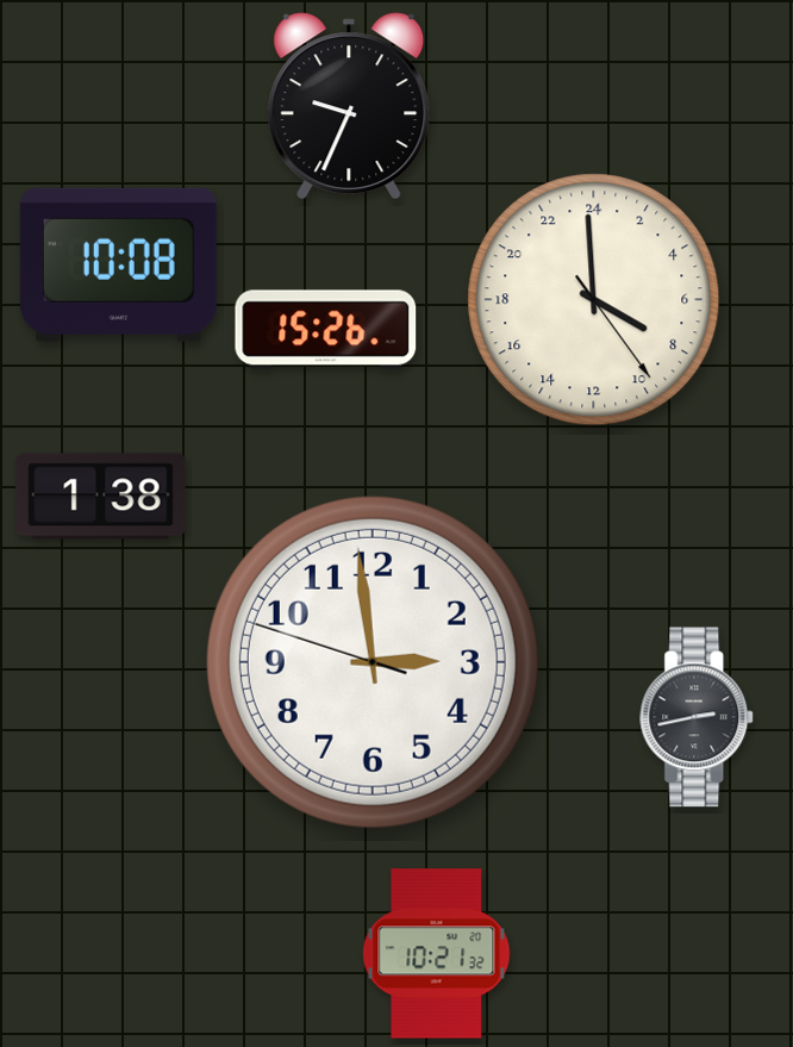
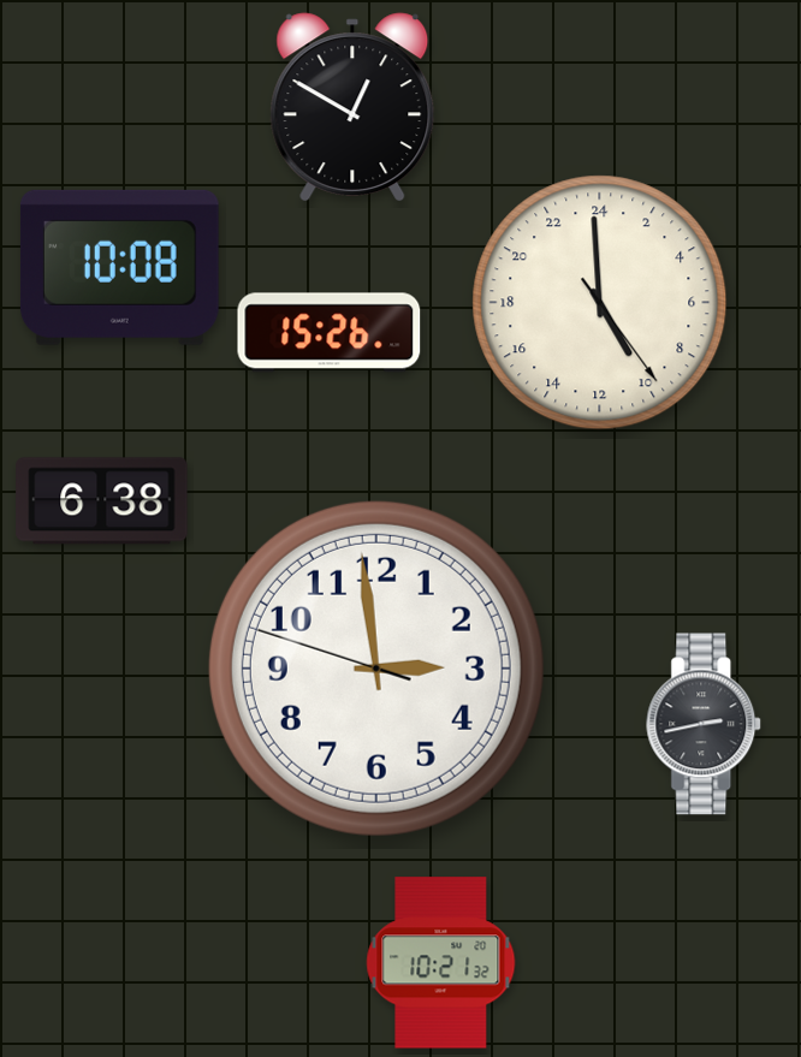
clock at (349, 105): 9:34 -> 12:50
clock at (594, 300): 7:59 -> 9:59
clock at (101, 497): 1:38 -> 6:38
